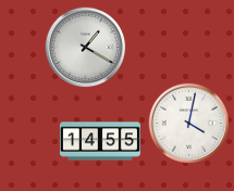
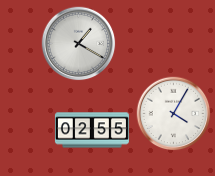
clock at (189, 124): 4:02 -> 4:05
clock at (100, 141): 14:55 -> 02:55
